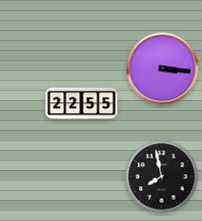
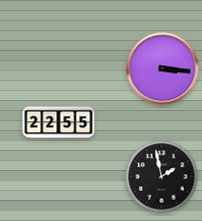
clock at (82, 104) position: (82, 104) -> (59, 123)
clock at (162, 177): 7:58 -> 1:58
